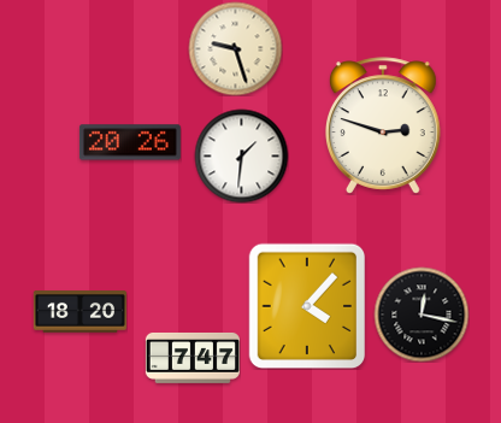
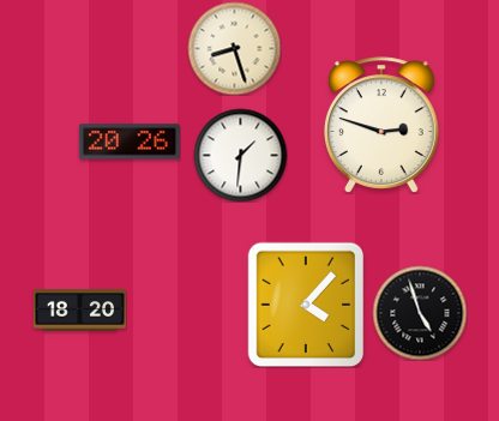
clock at (235, 48): 9:27 -> 8:27
clock at (422, 315): 12:17 -> 4:57
clock at (193, 358): 7:47 -> none
